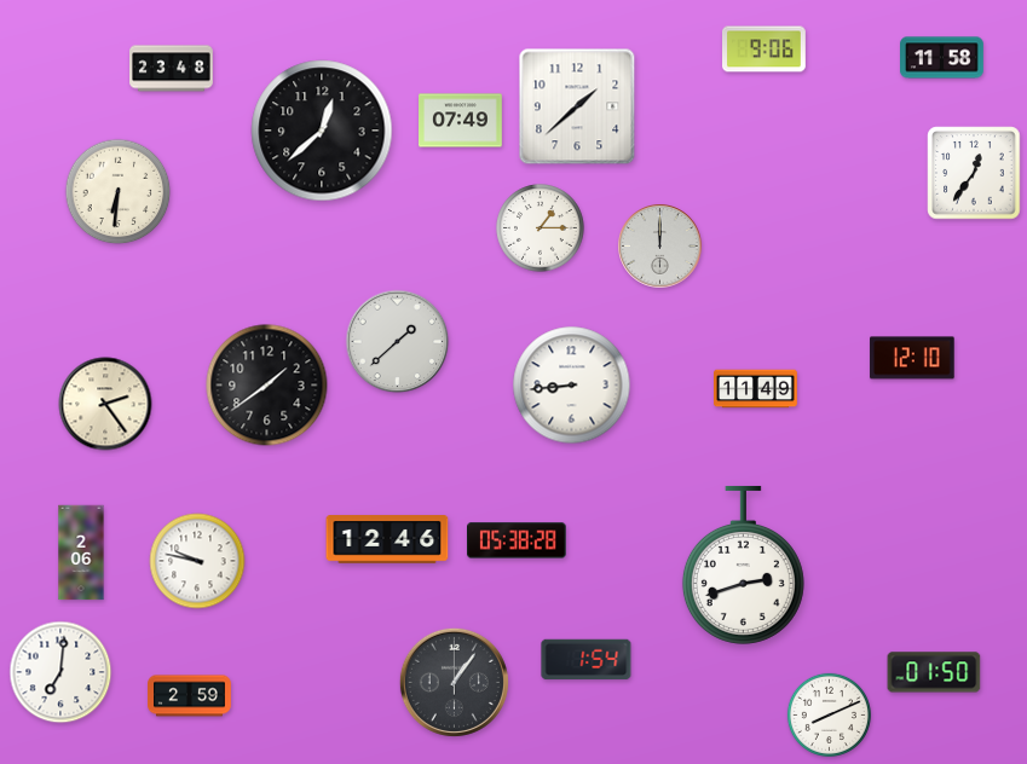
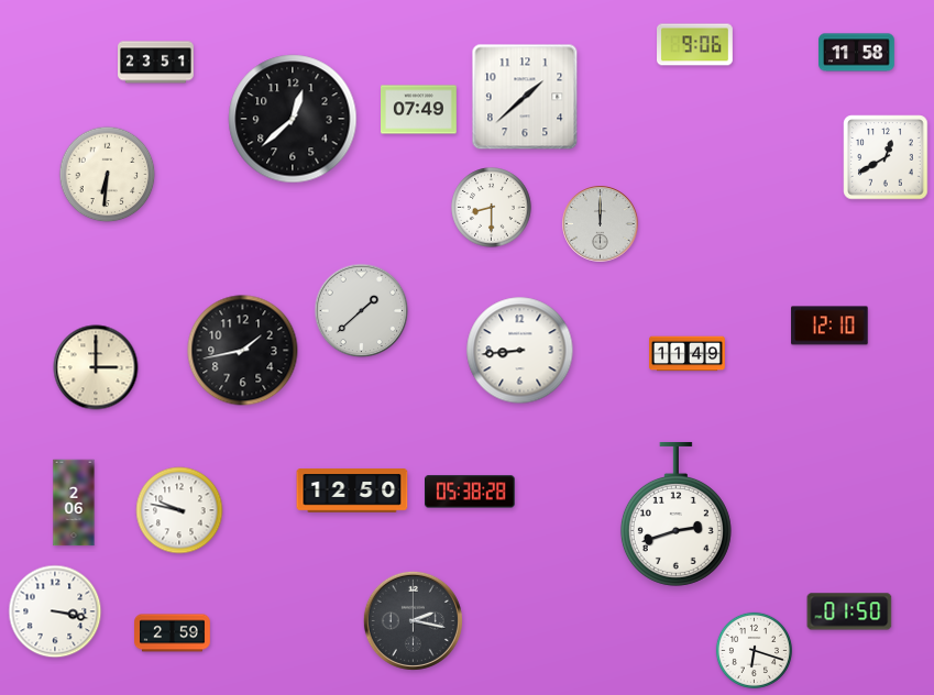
clock at (172, 69): 23:48 -> 23:51
clock at (974, 173): 12:36 -> 12:40
clock at (541, 228): 1:15 -> 8:30
clock at (267, 386): 1:39 -> 1:43
clock at (105, 404): 2:24 -> 3:00
clock at (387, 539): 12:46 -> 12:50
clock at (587, 660): 1:54 -> none
clock at (60, 672): 7:01 -> 3:17
clock at (454, 682): 1:06 -> 2:17
clock at (829, 714): 8:11 -> 6:18
